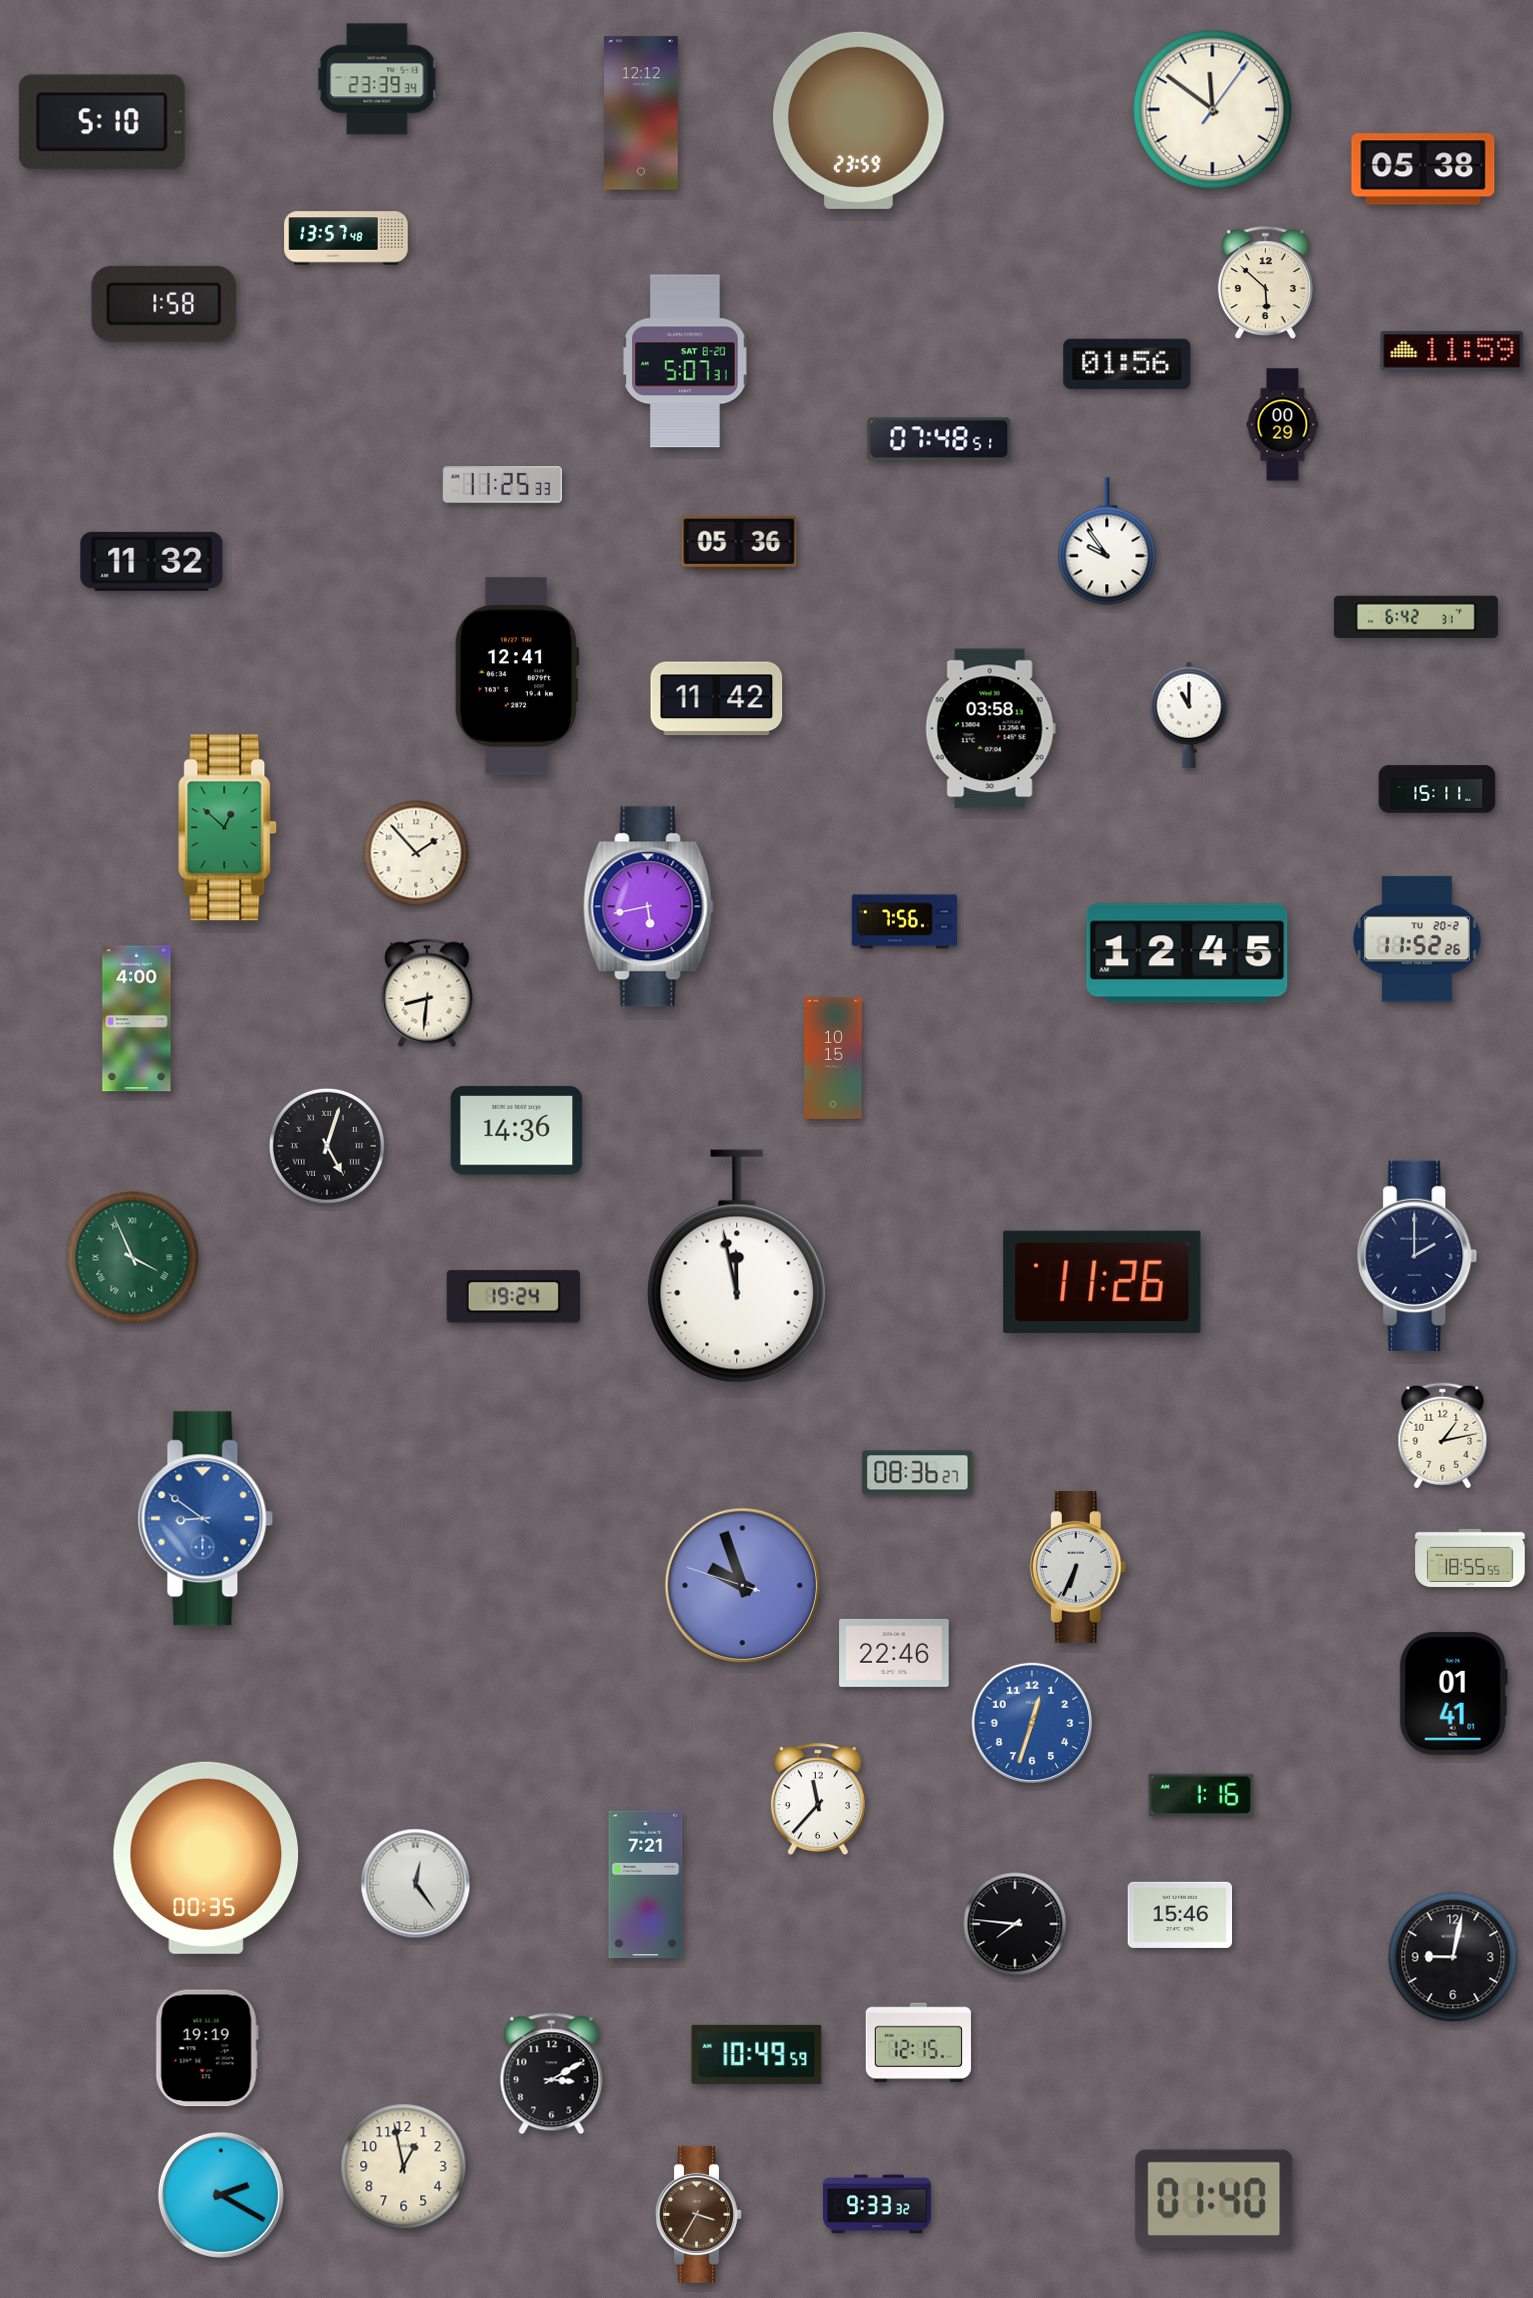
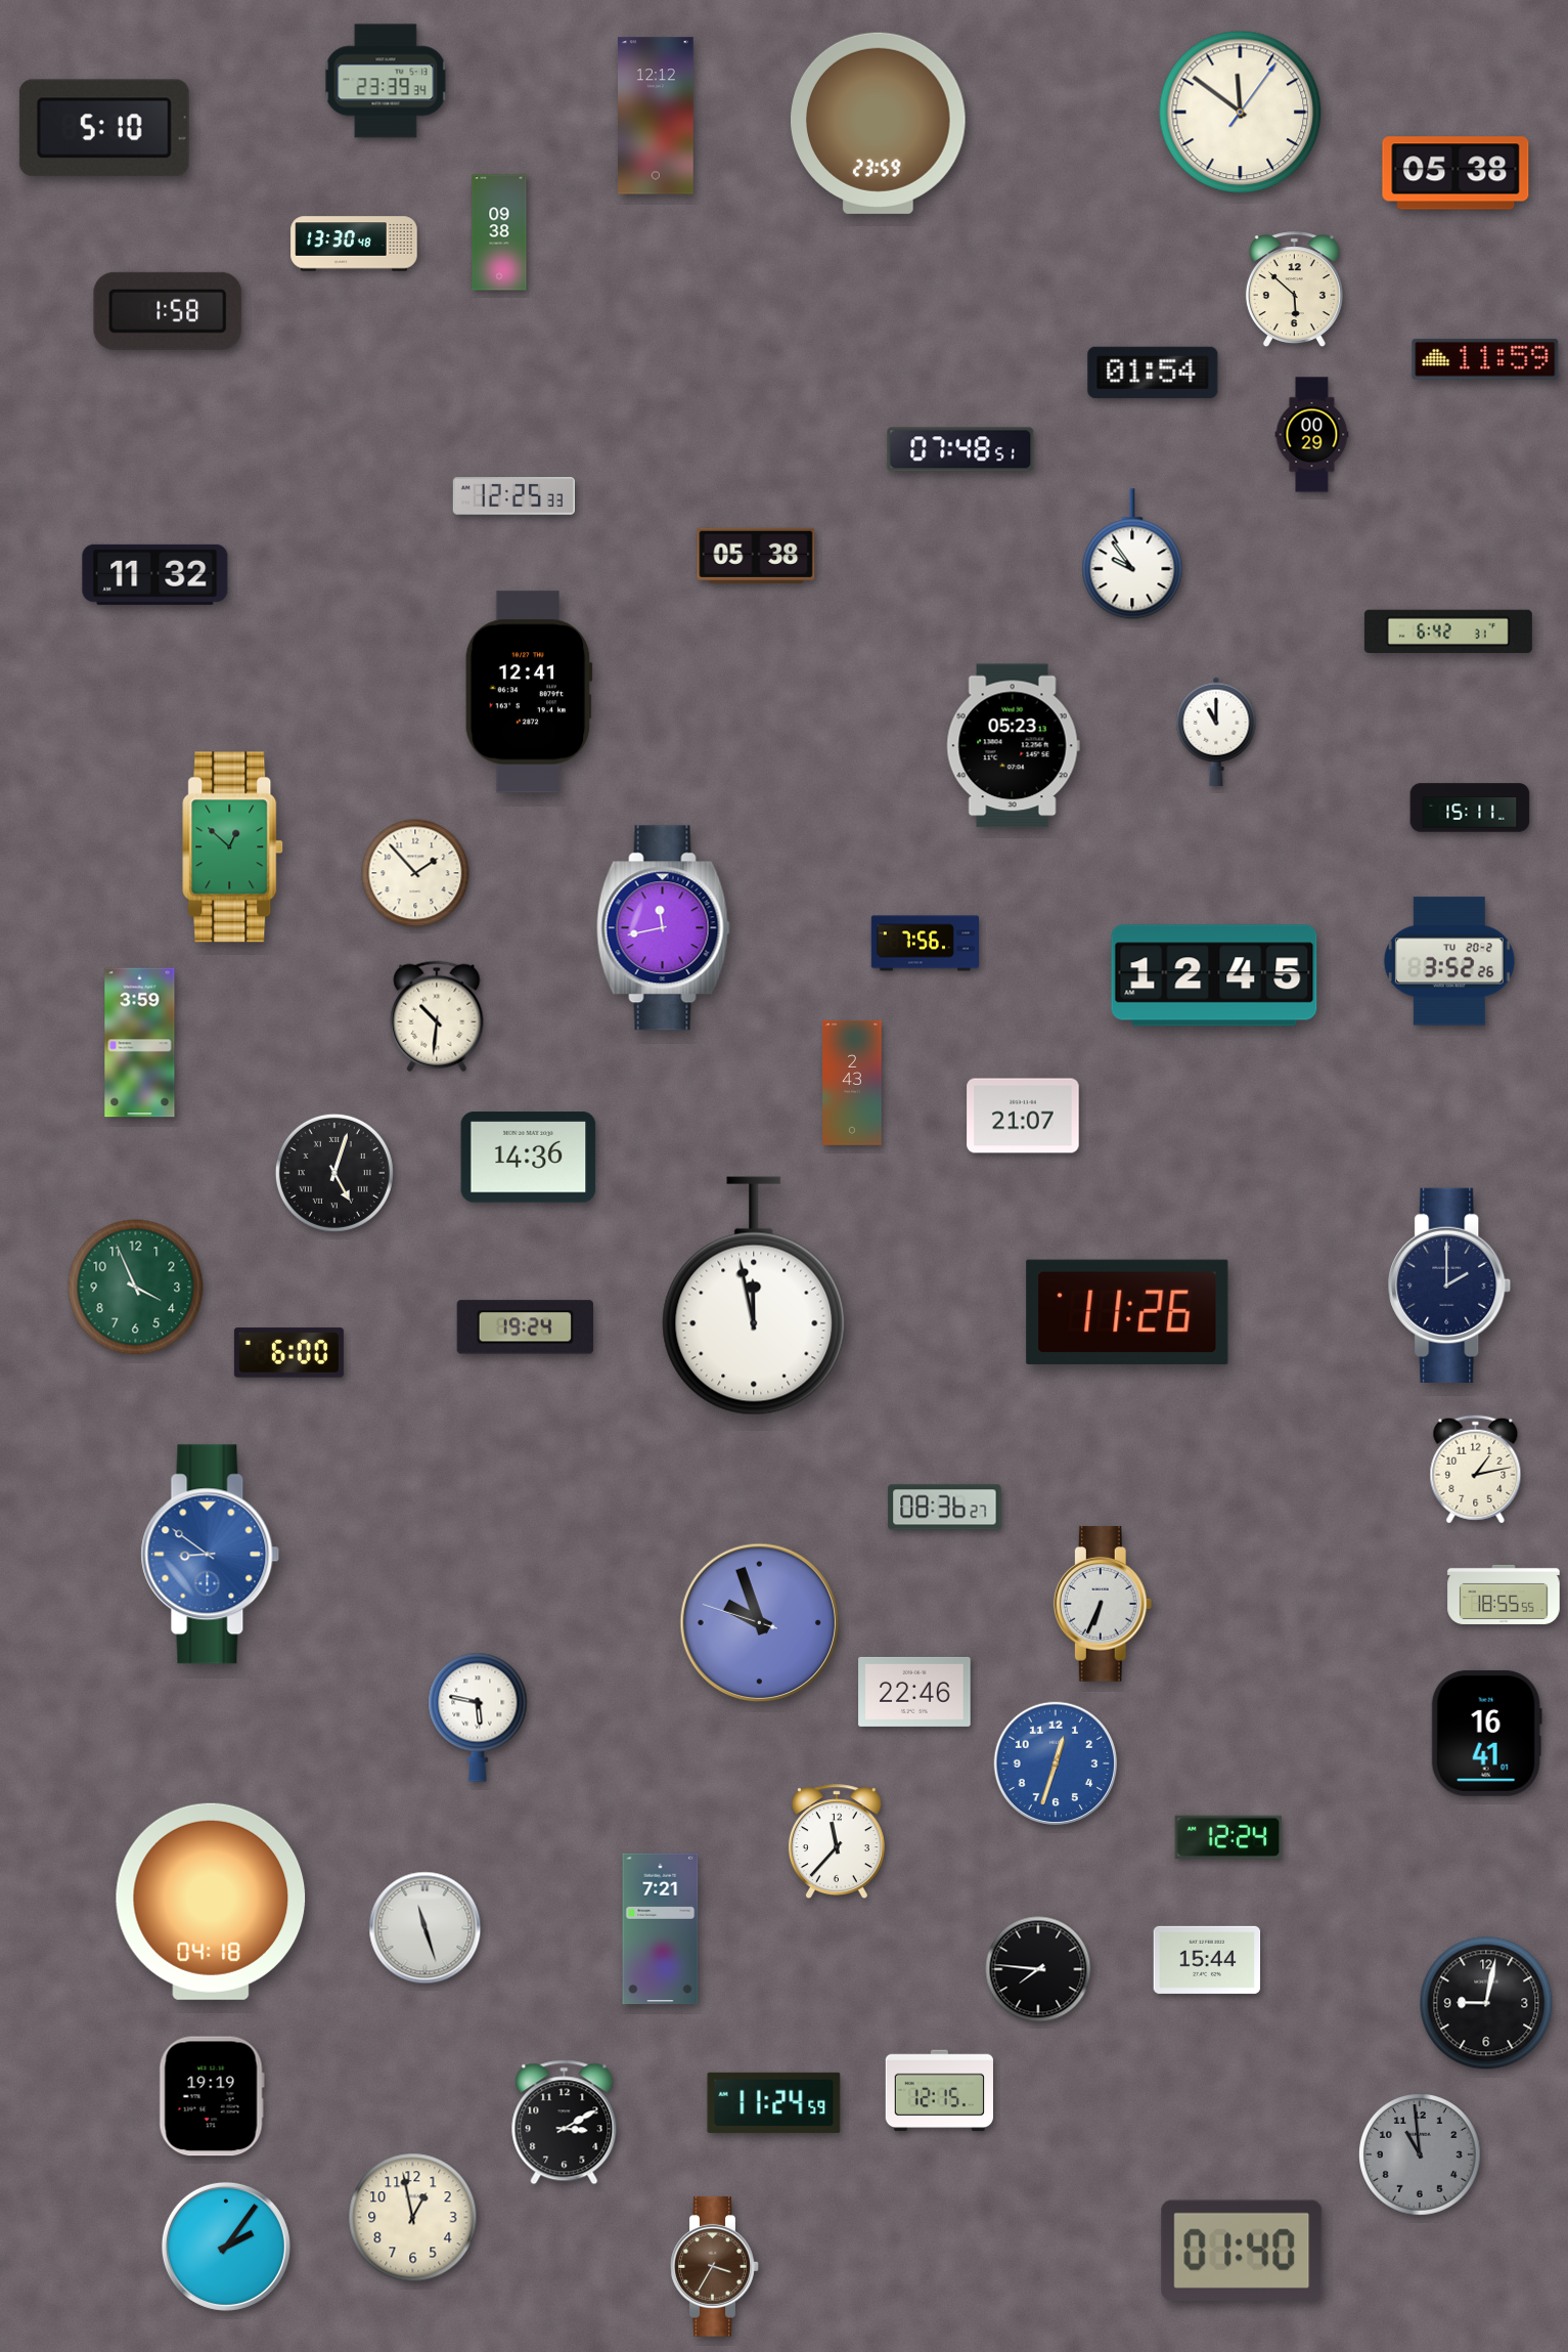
clock at (102, 122) position: (102, 122) -> (104, 128)
clock at (499, 232): none -> 09:38
clock at (346, 238): 13:57 -> 13:30
clock at (685, 361): 5:07 -> none
clock at (1127, 364): 01:56 -> 01:54
clock at (502, 485): 11:25 -> 12:25
clock at (739, 543): 05:36 -> 05:38
clock at (717, 699): 11:42 -> none
clock at (990, 729): 03:58 -> 05:23
clock at (416, 853) position: (416, 853) -> (415, 873)
clock at (648, 907): 5:43 -> 11:43
clock at (1417, 939): 11:52 -> 3:52
clock at (427, 993): 8:31 -> 10:31
clock at (137, 1019): 4:00 -> 3:59
clock at (833, 1058): 10:15 -> 2:43
clock at (1023, 1116): none -> 21:07
clock at (133, 1258) numerals: Roman -> Arabic
clock at (288, 1353): none -> 6:00
clock at (918, 1473) position: (918, 1473) -> (945, 1508)
clock at (478, 1717): none -> 5:47
clock at (1453, 1693): 01:41 -> 16:41
clock at (1201, 1795): 1:16 -> 12:24
clock at (206, 1858): 00:35 -> 04:18
clock at (416, 1884): 12:24 -> 11:27
clock at (1180, 1915): 15:46 -> 15:44
clock at (757, 2054): 10:49 -> 11:24
clock at (1421, 2155): none -> 10:59
clock at (221, 2195): 2:20 -> 2:06
clock at (877, 2204): 9:33 -> none
